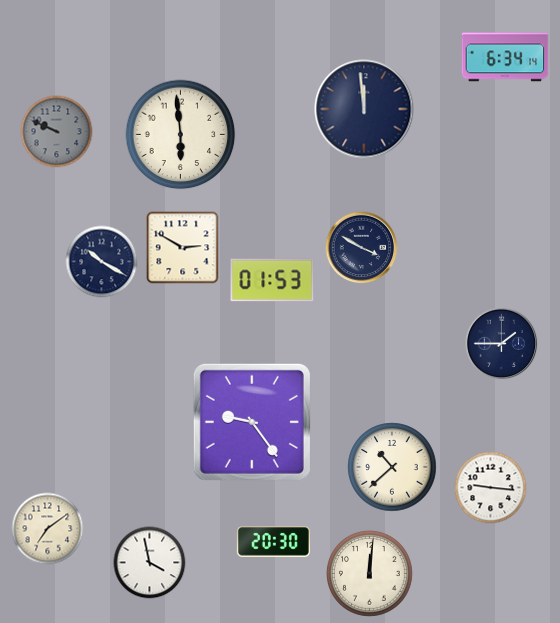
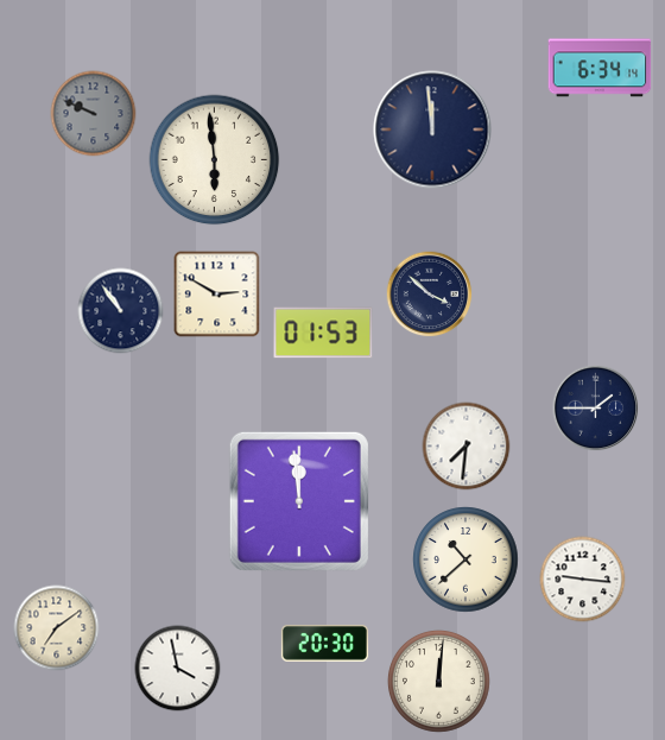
clock at (57, 132) position: (57, 132) -> (94, 114)
clock at (362, 248): 3:50 -> 3:52
clock at (102, 262): 10:20 -> 10:54
clock at (467, 447): none -> 7:31
clock at (252, 422): 9:24 -> 11:59
clock at (392, 467) position: (392, 467) -> (465, 559)
